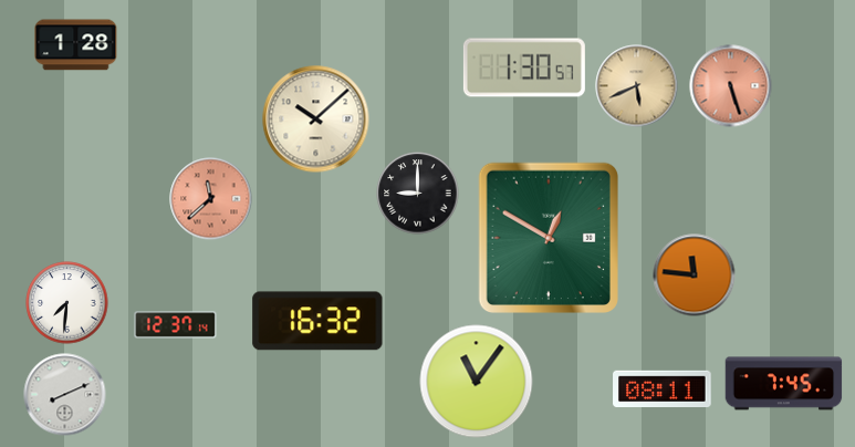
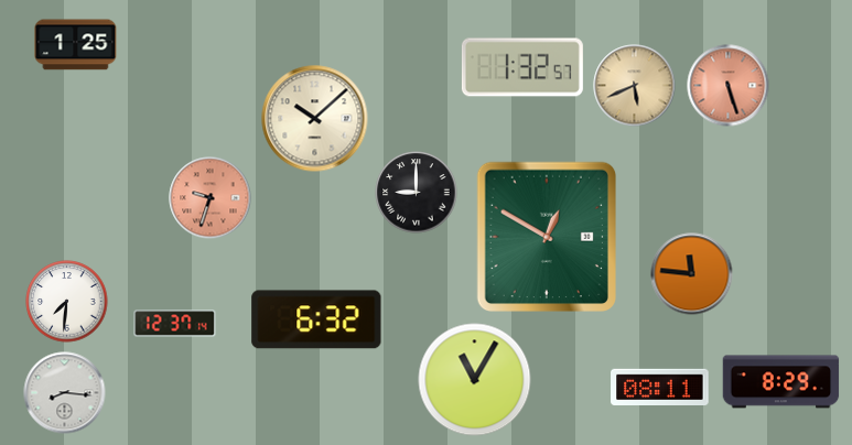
clock at (76, 45): 1:28 -> 1:25
clock at (524, 67): 1:30 -> 1:32
clock at (211, 199): 11:38 -> 9:33
clock at (317, 321): 16:32 -> 6:32
clock at (477, 382): 11:06 -> 11:05
clock at (784, 384): 7:45 -> 8:29
clock at (65, 395): 8:11 -> 8:16
